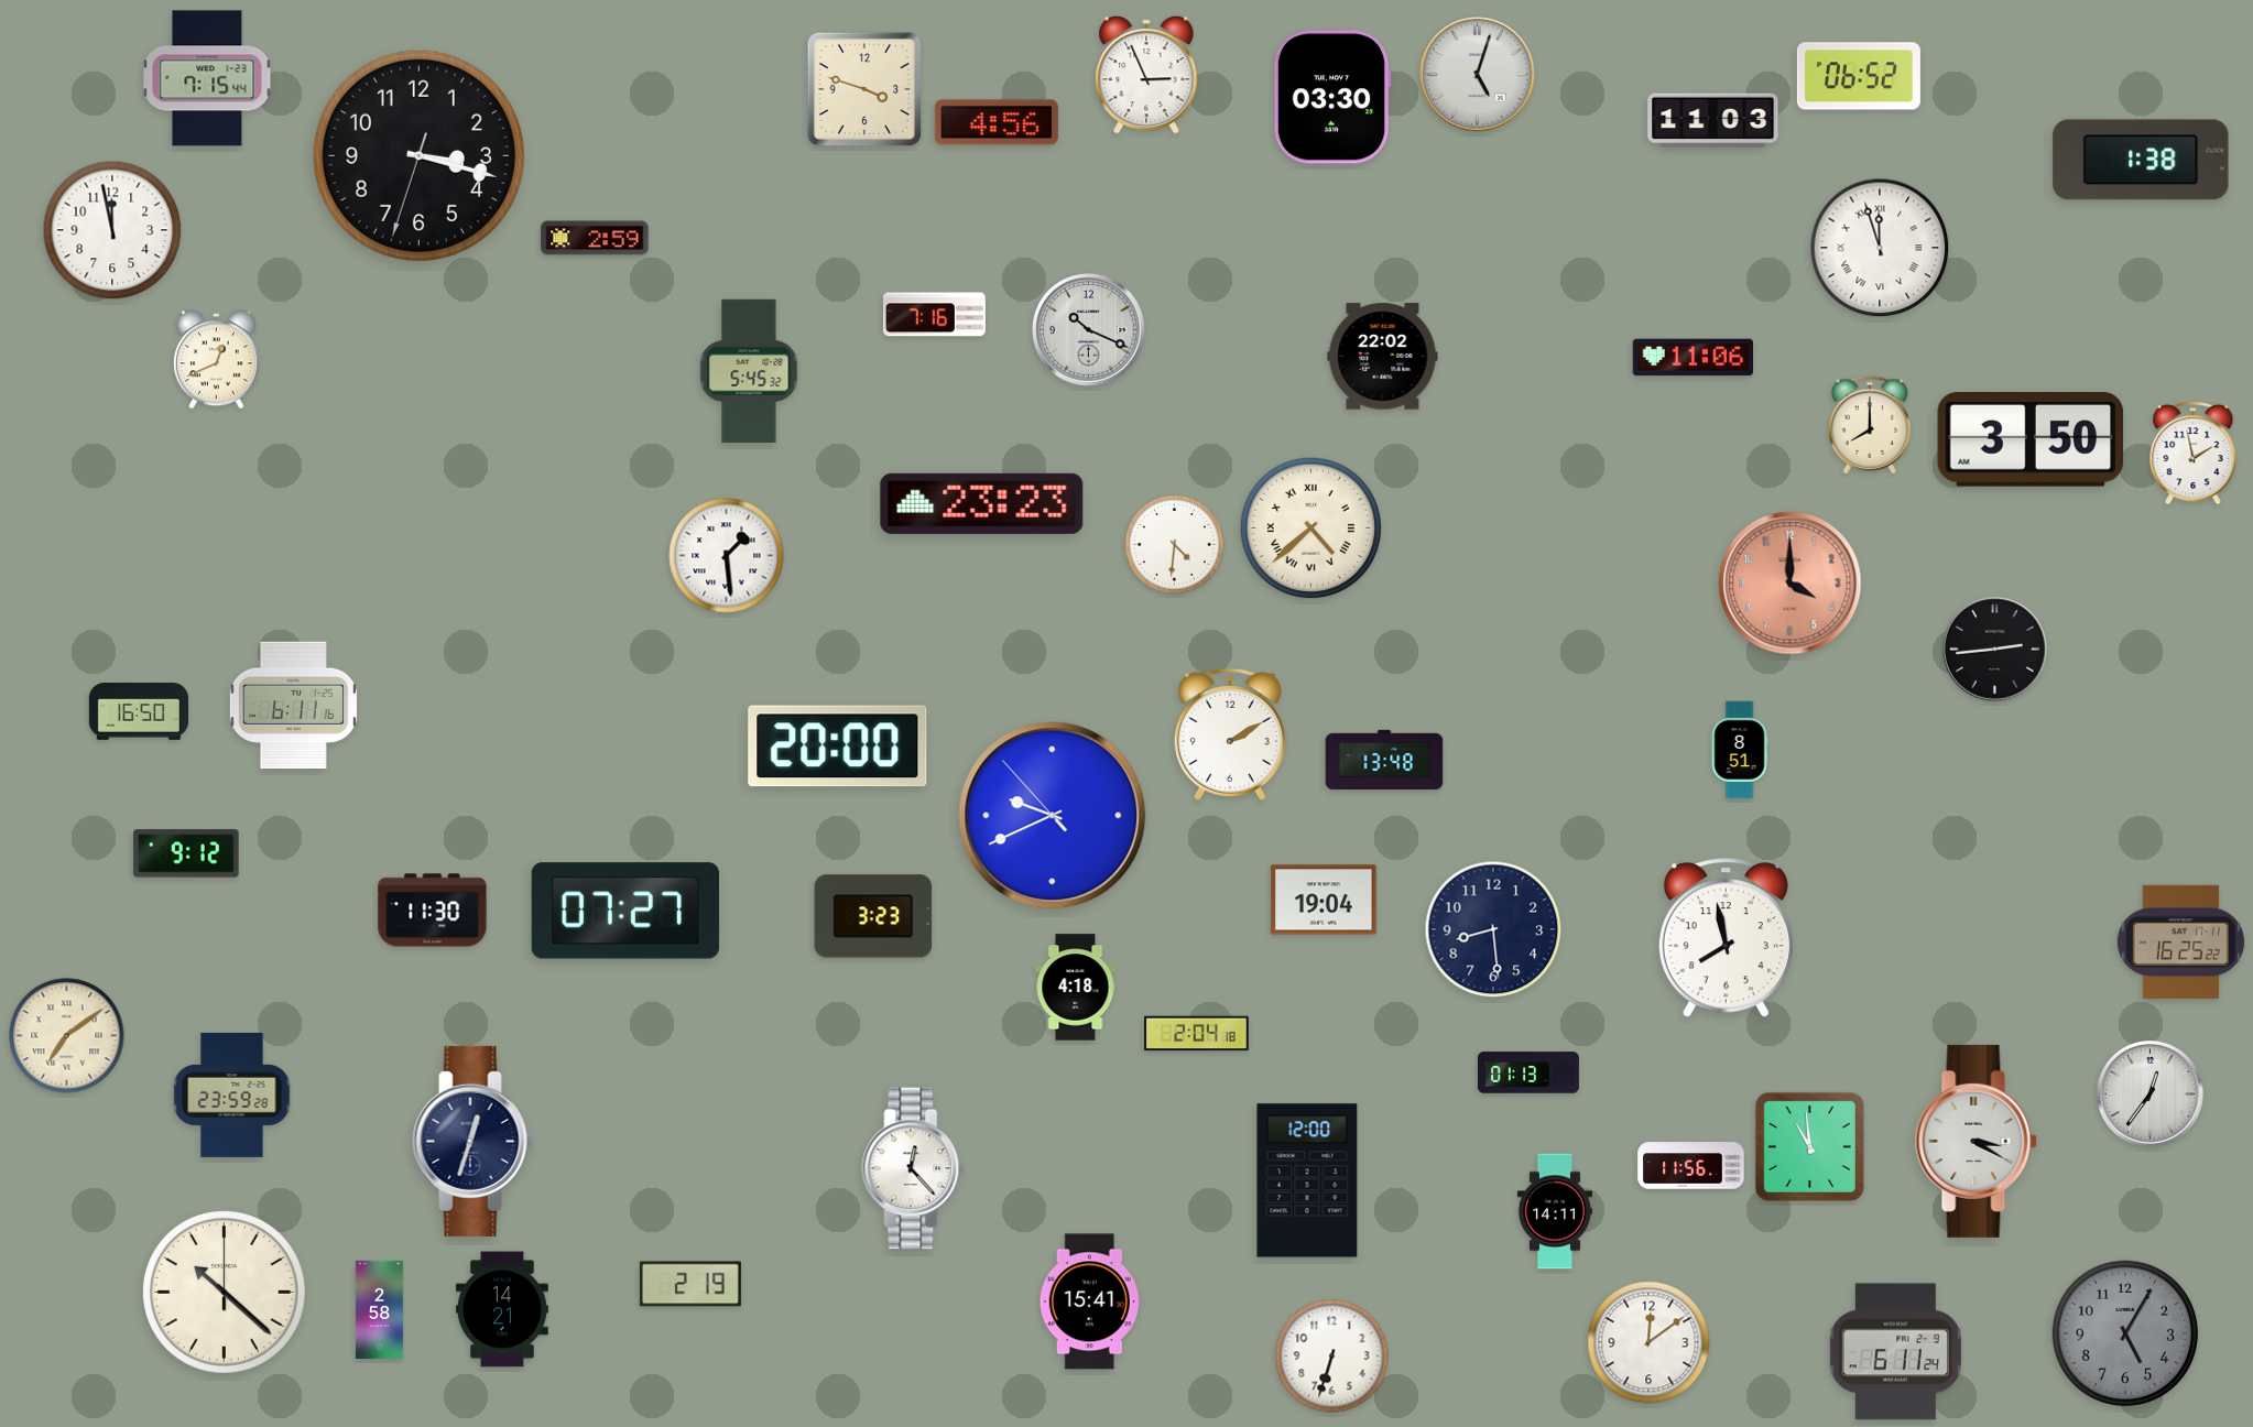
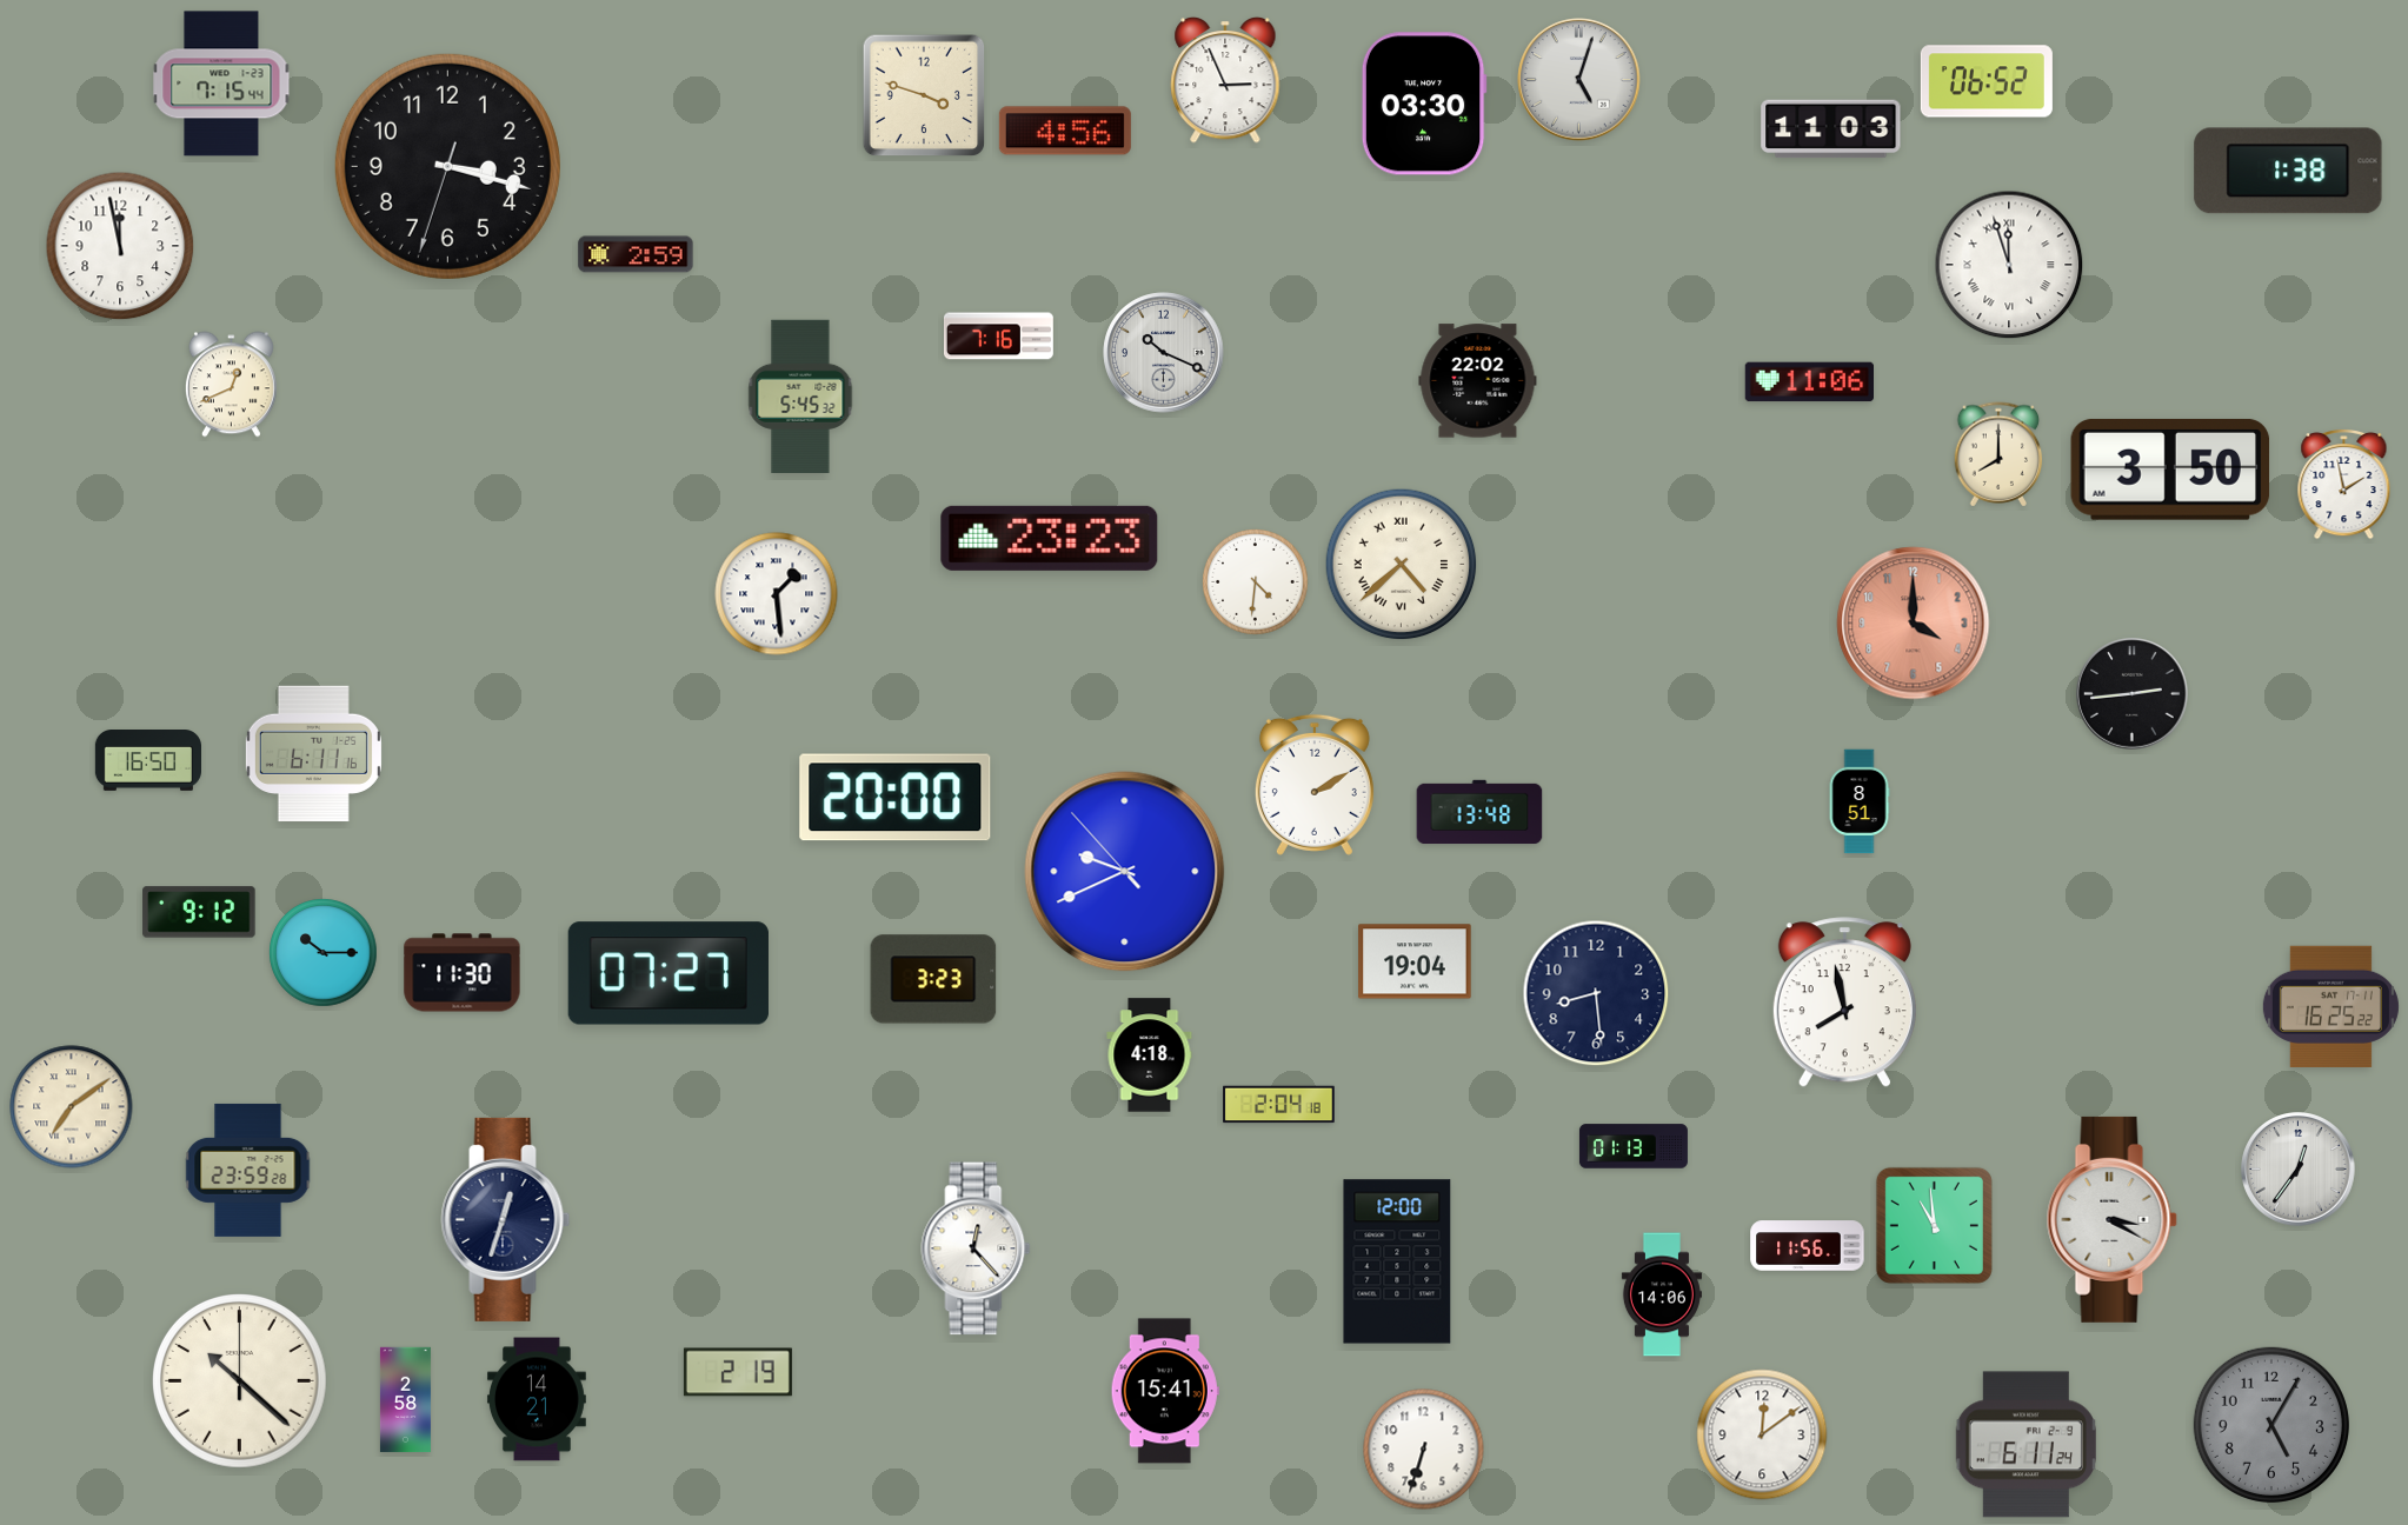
clock at (324, 953): none -> 10:15
clock at (1555, 1211): 14:11 -> 14:06
